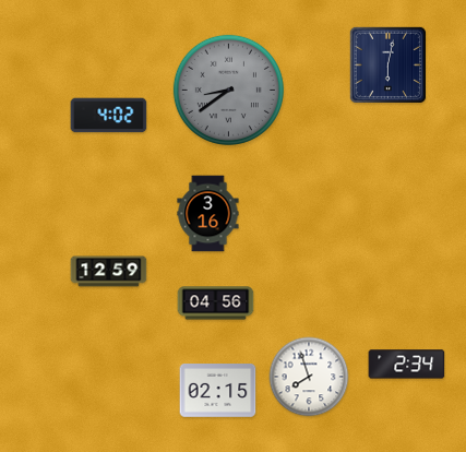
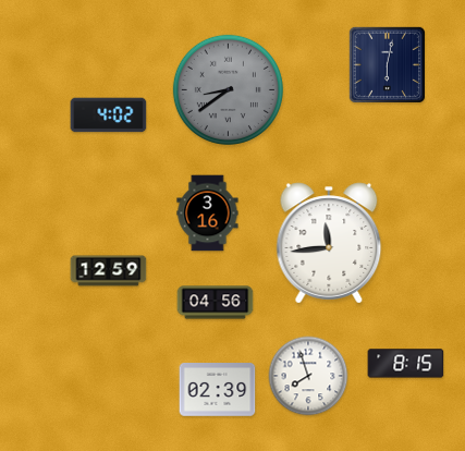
clock at (329, 243): none -> 11:44
clock at (407, 365): 2:34 -> 8:15
clock at (218, 391): 02:15 -> 02:39
